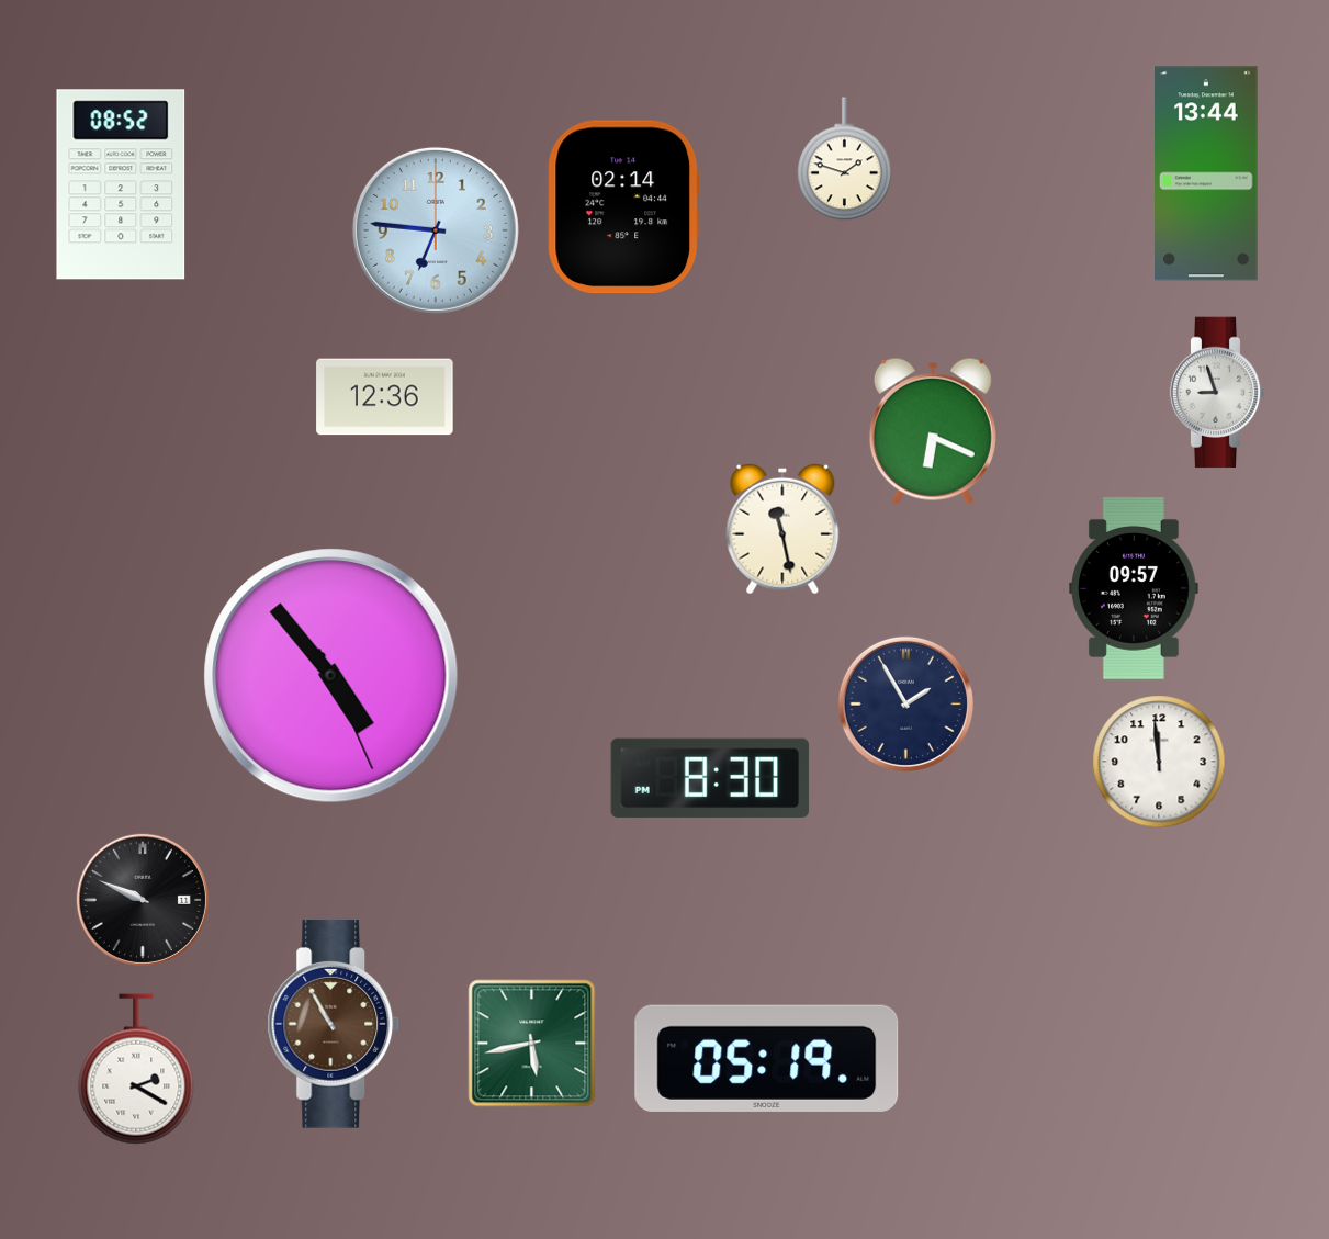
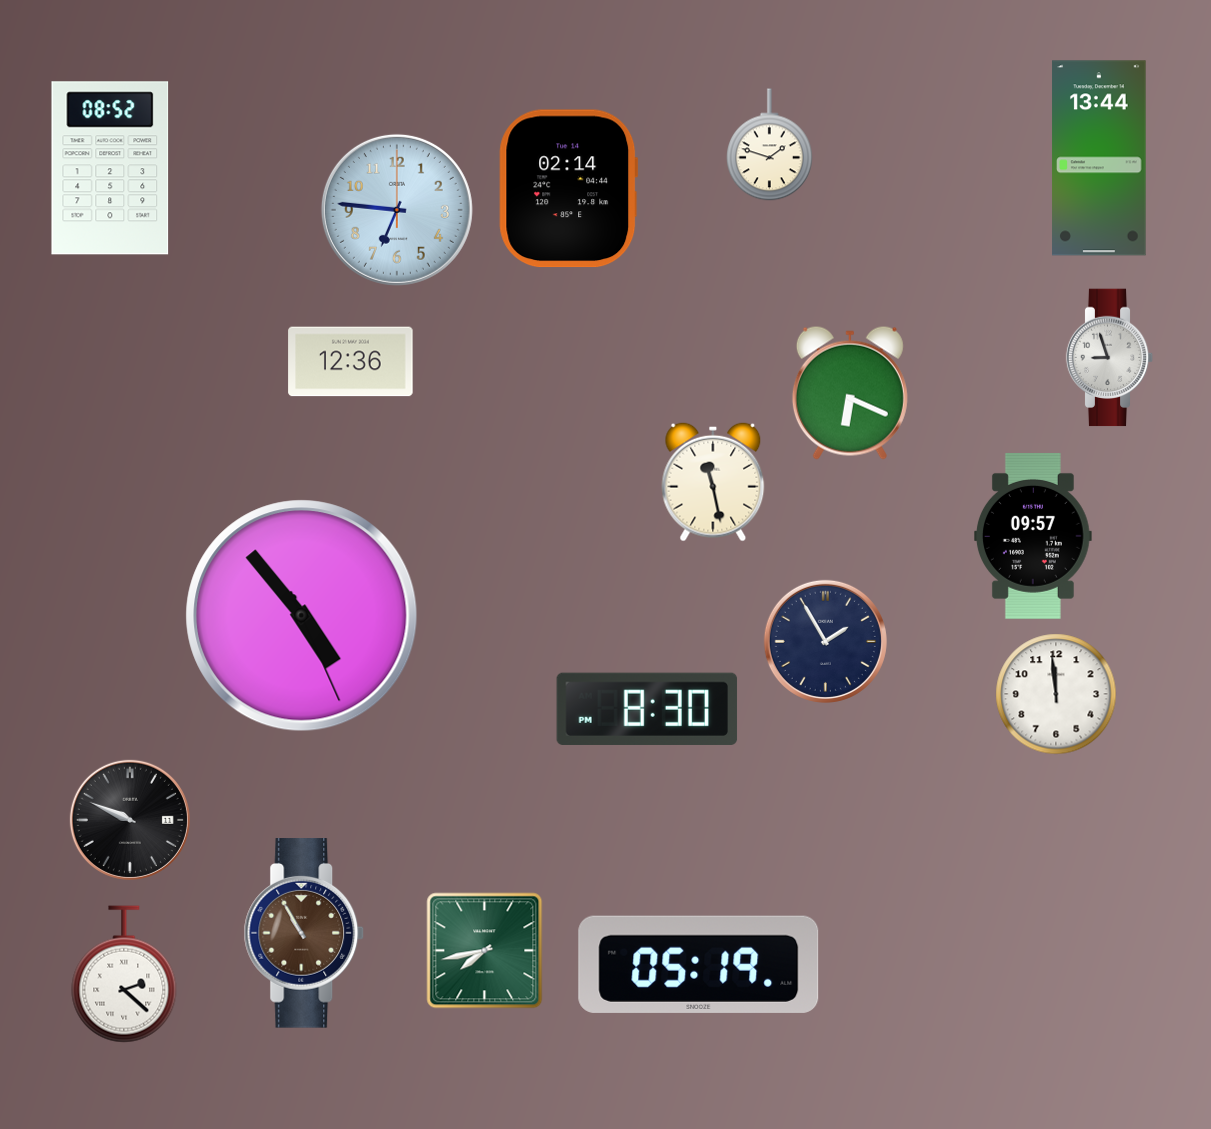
clock at (532, 1044): 5:43 -> 7:43
clock at (136, 1069): 2:20 -> 2:22
